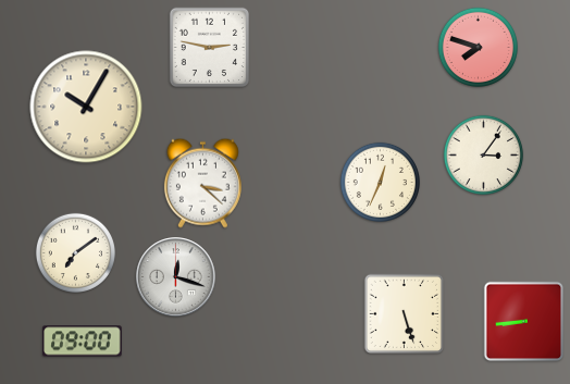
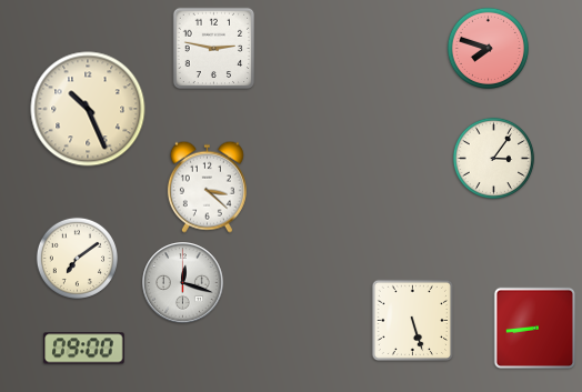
clock at (86, 107): 10:05 -> 10:26
clock at (380, 182): 12:34 -> none
clock at (176, 277) position: (176, 277) -> (183, 283)
